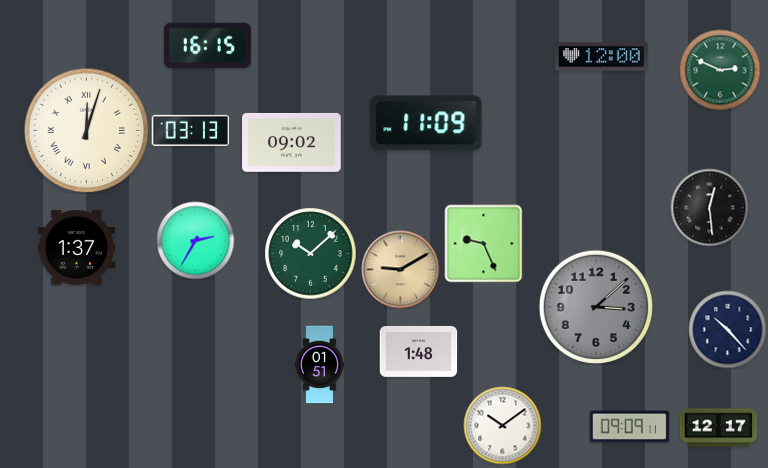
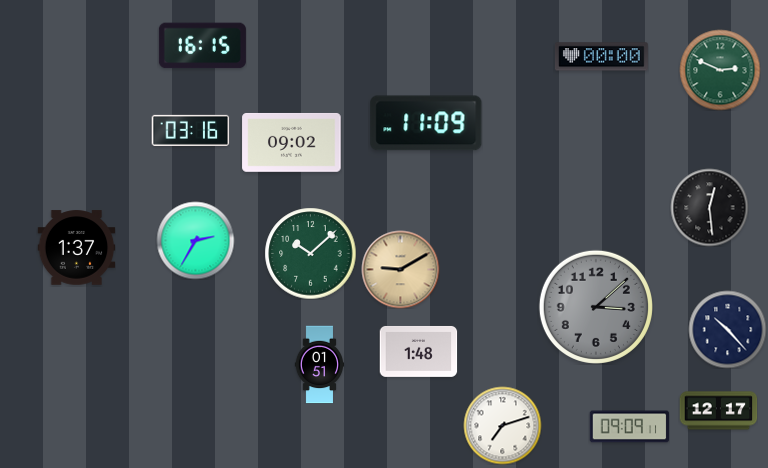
clock at (207, 46) position: (207, 46) -> (202, 46)
clock at (601, 57): 12:00 -> 00:00
clock at (86, 130): 12:03 -> none
clock at (190, 130): 03:13 -> 03:16
clock at (483, 243): 9:26 -> none
clock at (502, 425): 10:09 -> 7:12
clock at (718, 428) position: (718, 428) -> (718, 411)
